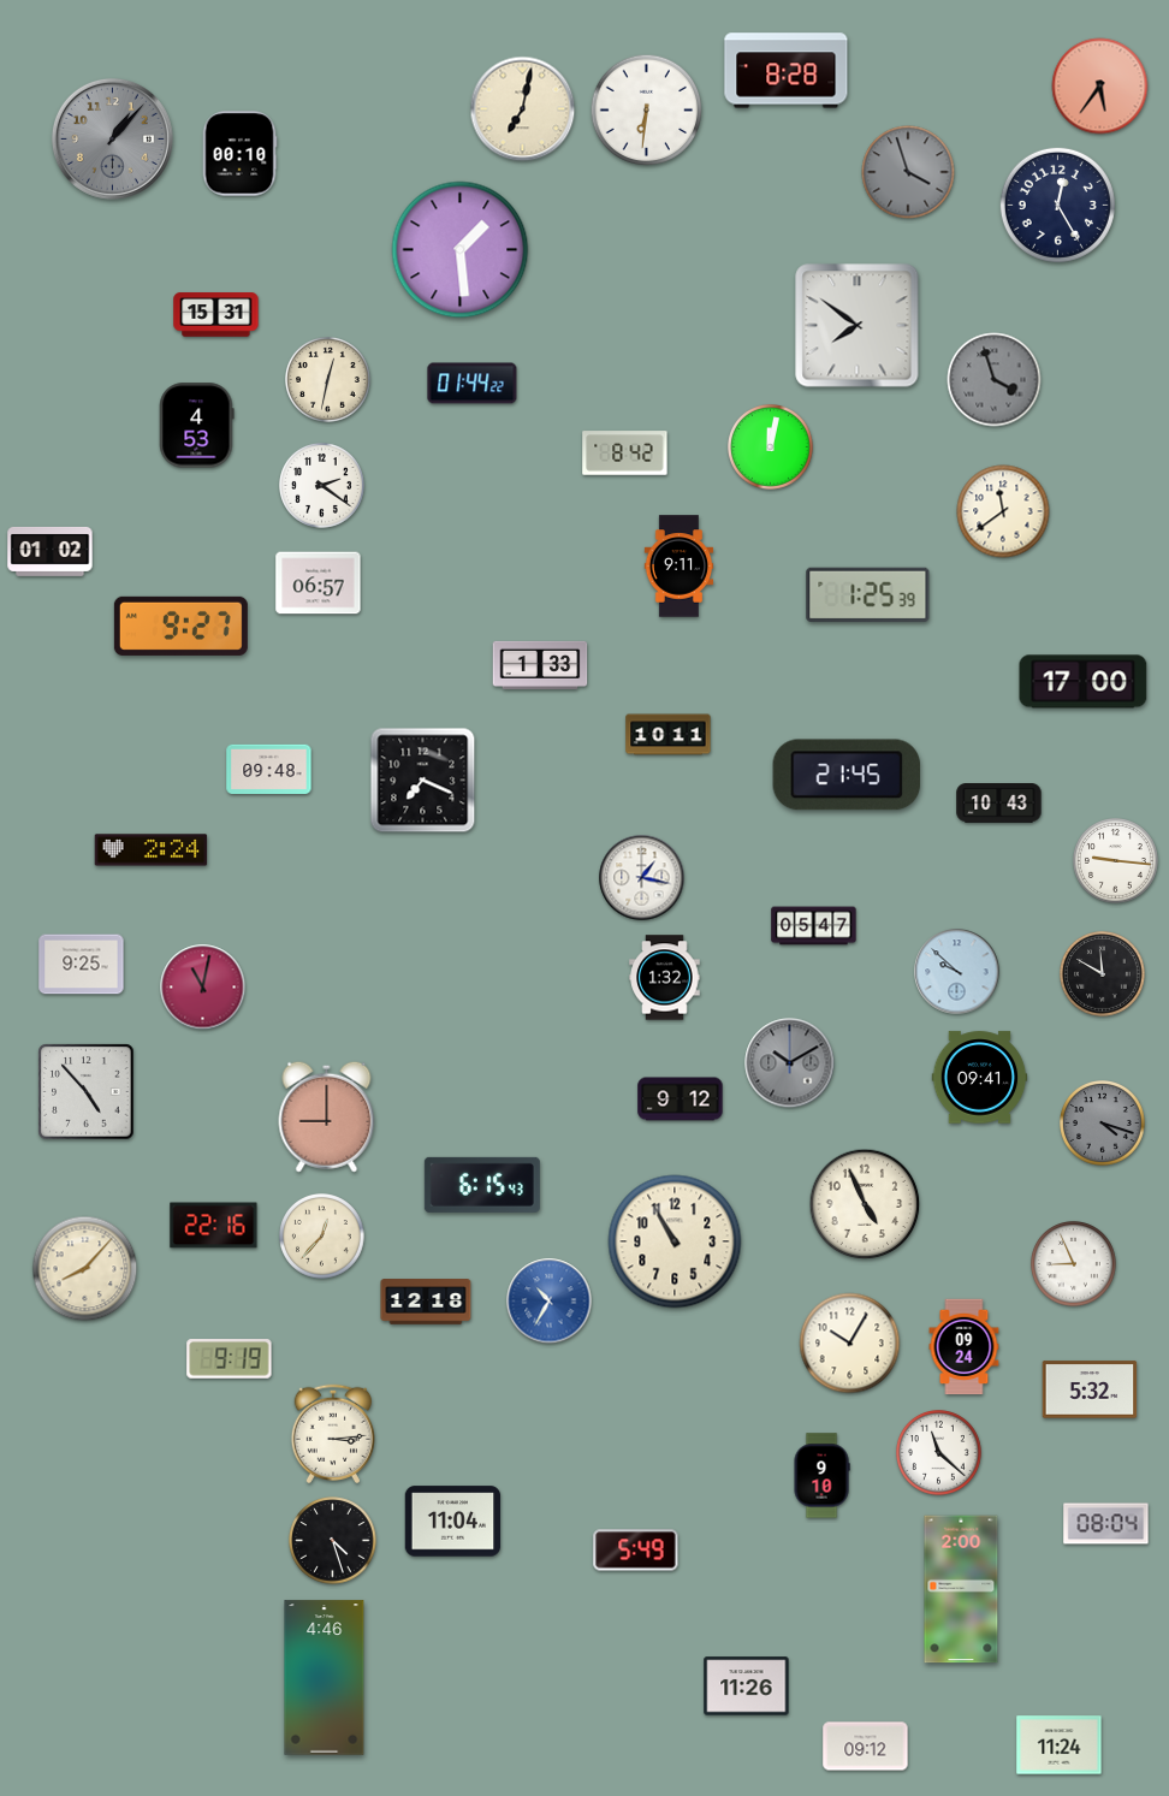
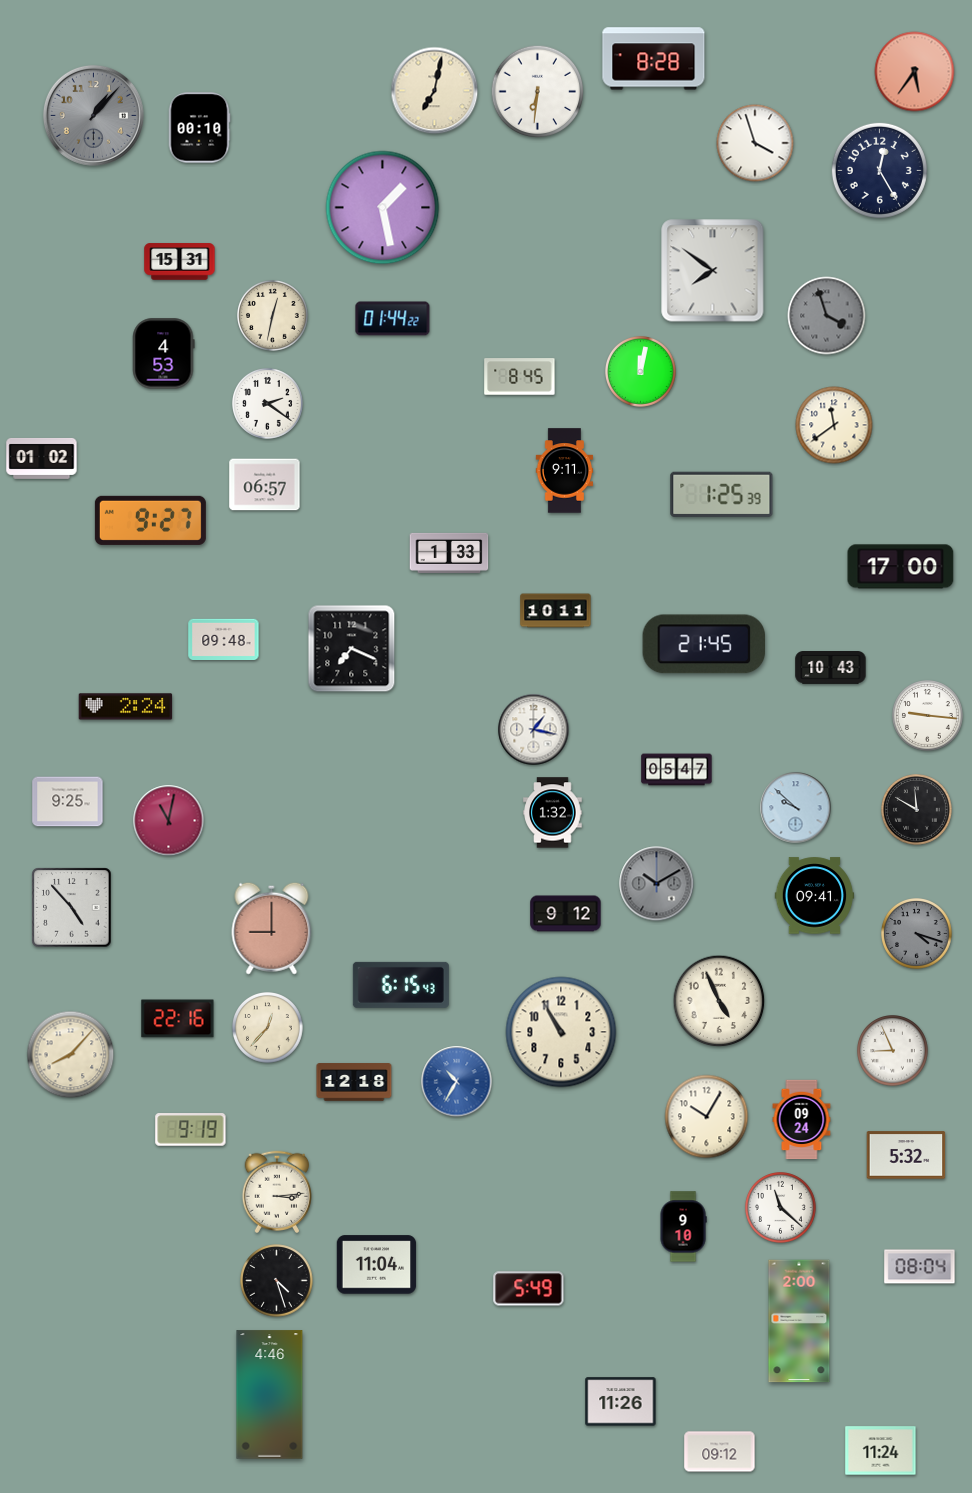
clock at (908, 172) dial: grey -> white
clock at (461, 250): 1:29 -> 1:28
clock at (625, 454): 8:42 -> 8:45
